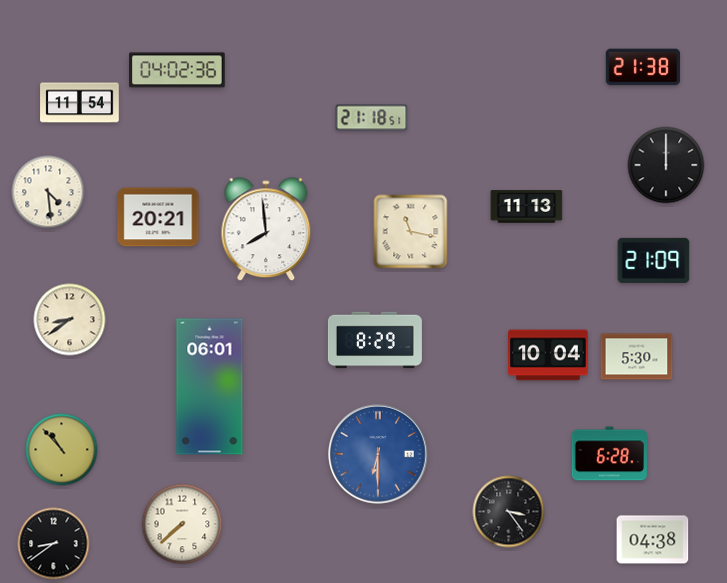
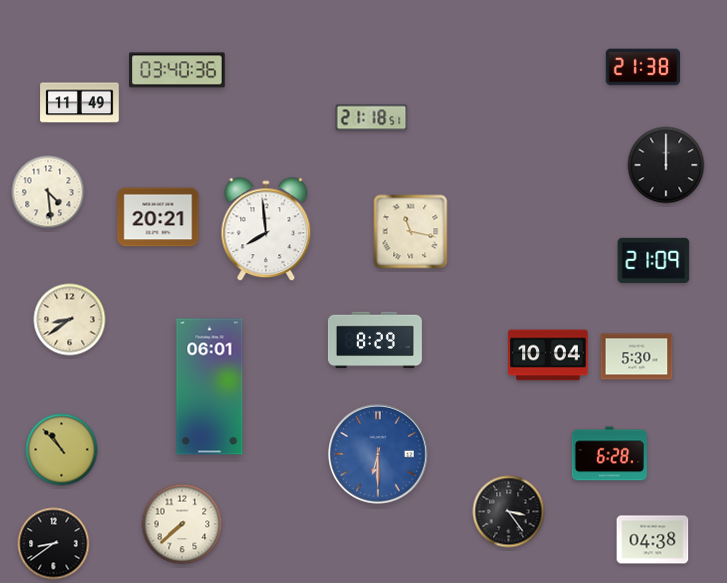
clock at (177, 70): 04:02 -> 03:40
clock at (80, 103): 11:54 -> 11:49
clock at (527, 207): 11:13 -> none
